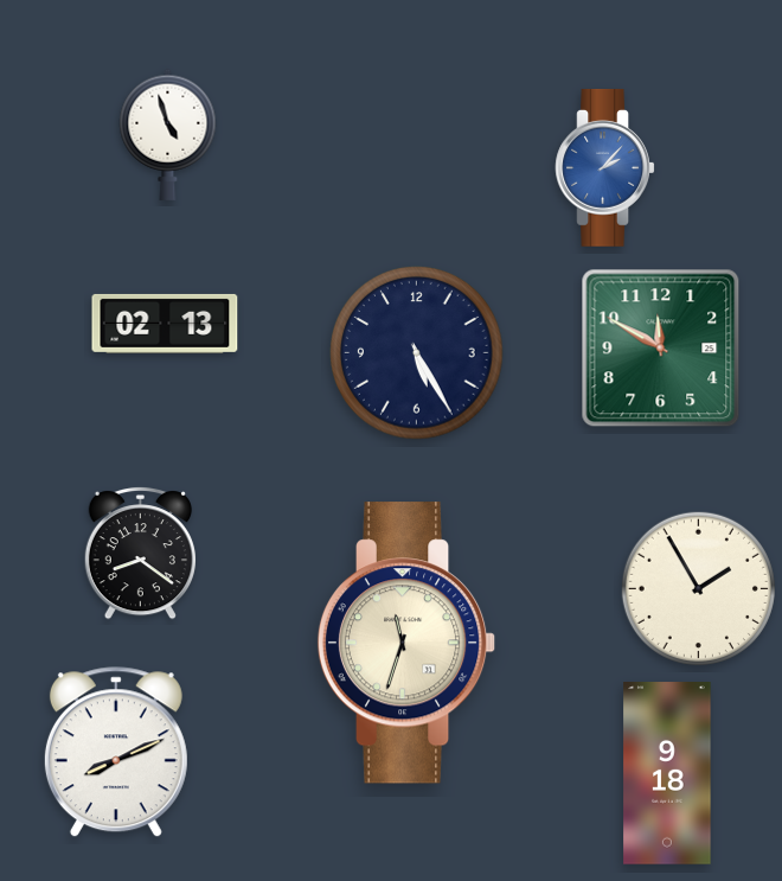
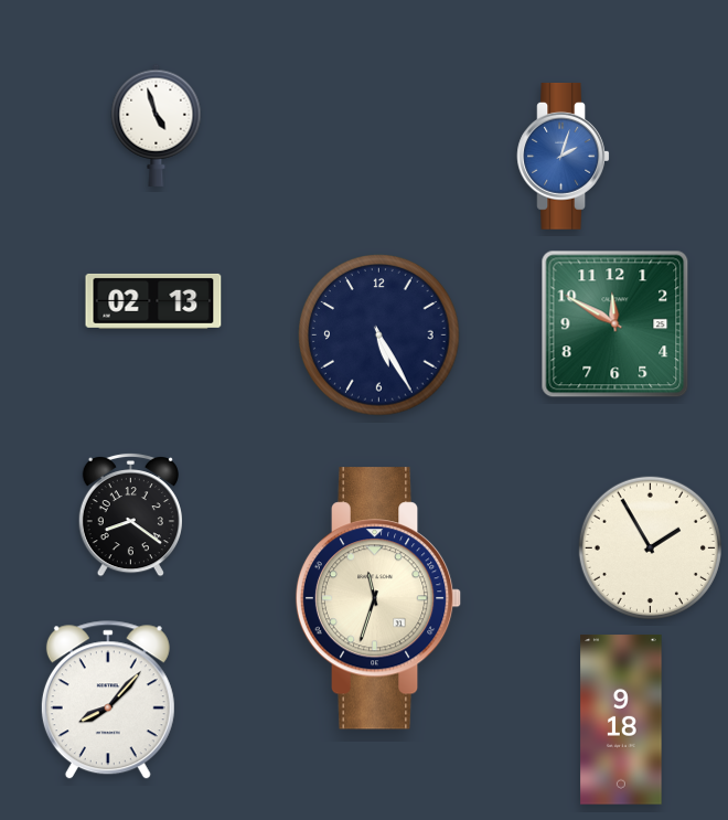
clock at (605, 167): 2:07 -> 2:03
clock at (417, 353) position: (417, 353) -> (379, 336)
clock at (116, 753): 8:11 -> 8:07
